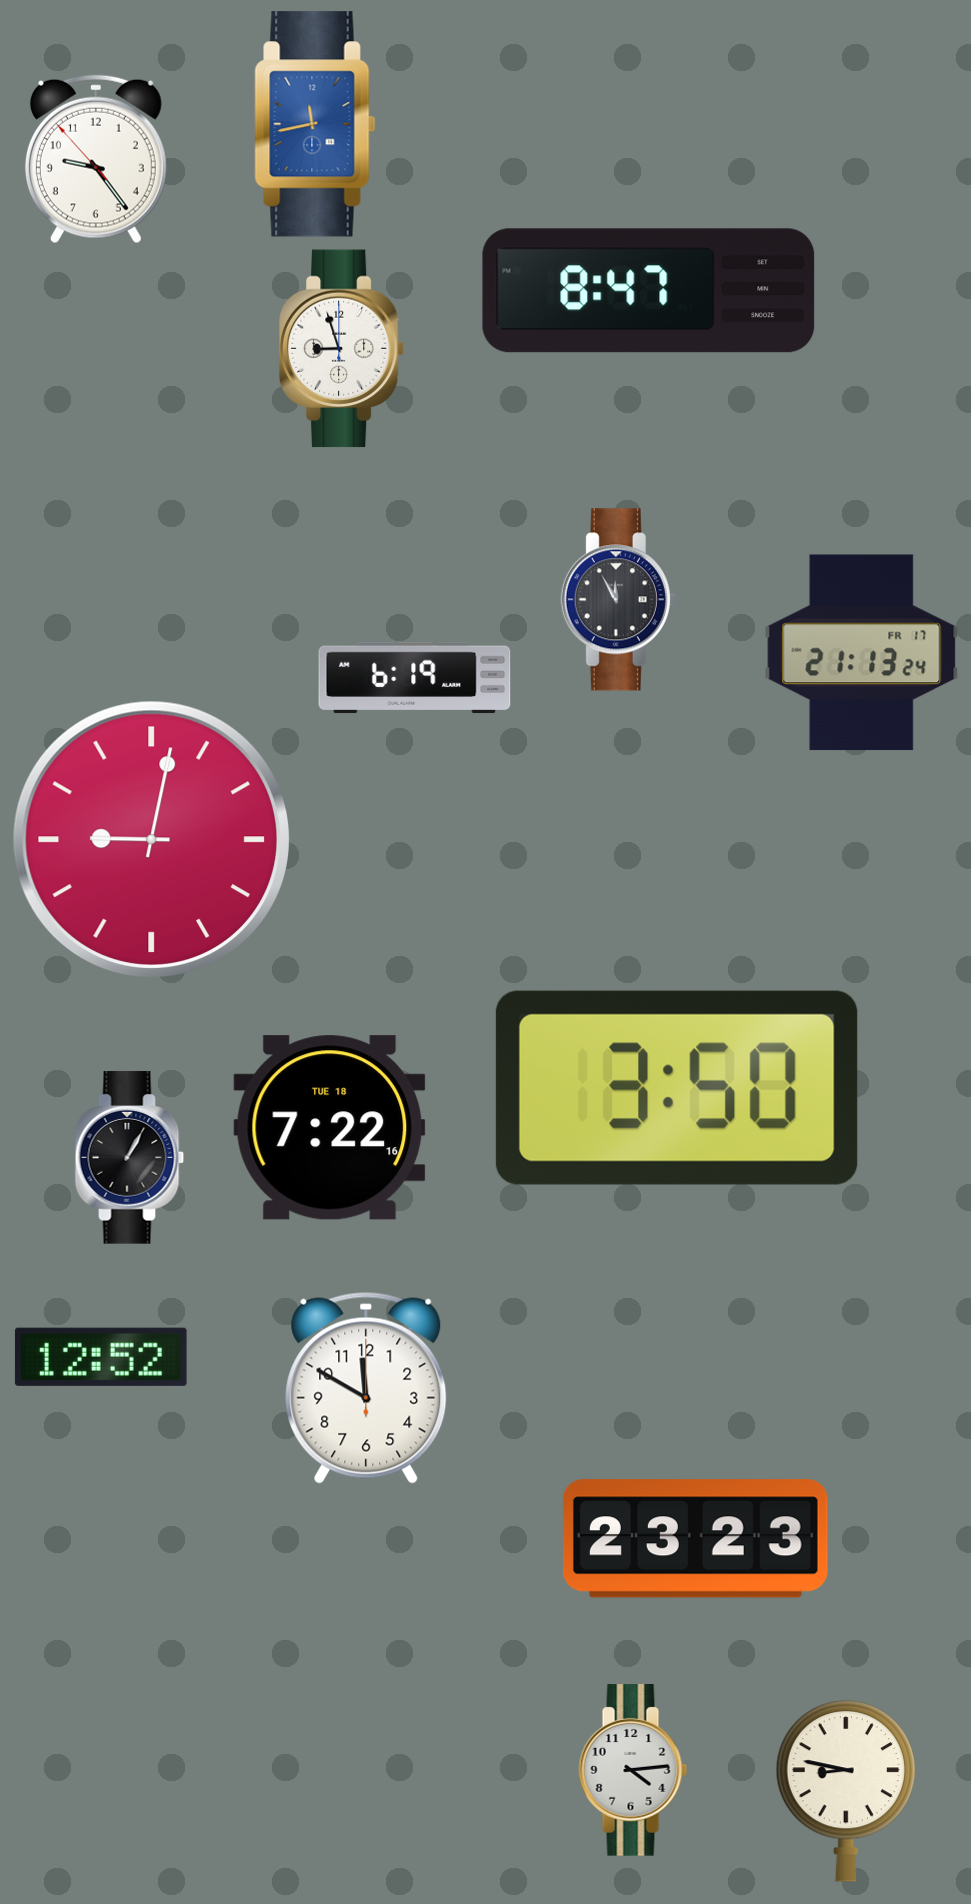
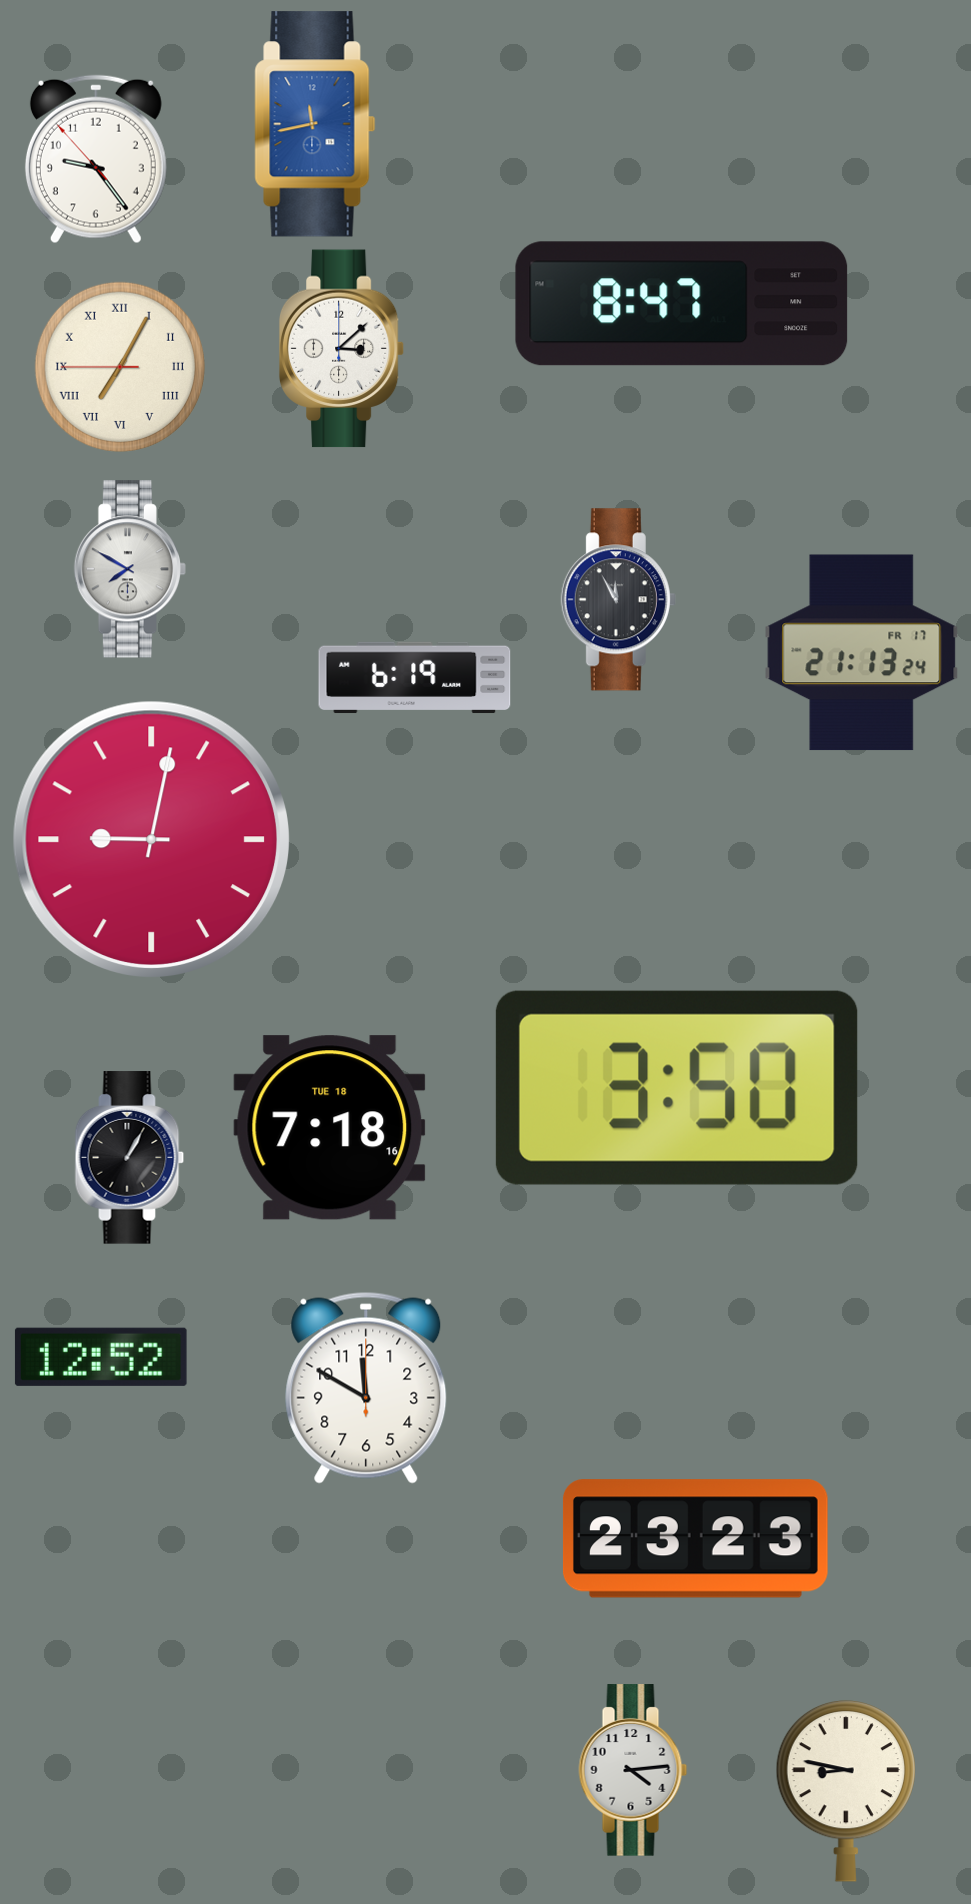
clock at (649, 291) position: (649, 291) -> (682, 304)
clock at (342, 349): 8:57 -> 3:08
clock at (120, 367): none -> 7:04
clock at (130, 569): none -> 7:50
clock at (330, 1128): 7:22 -> 7:18
